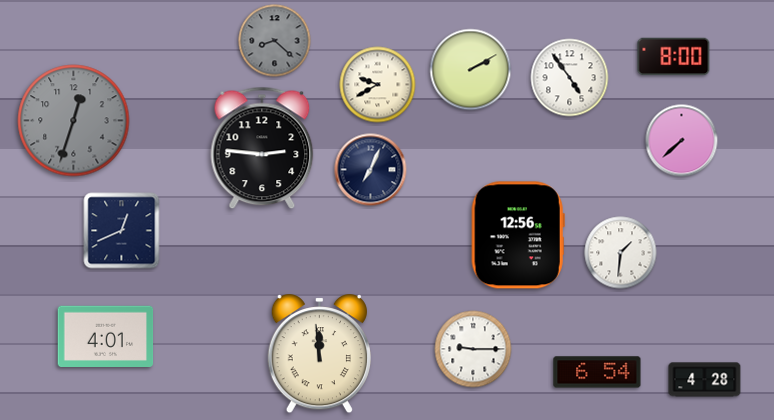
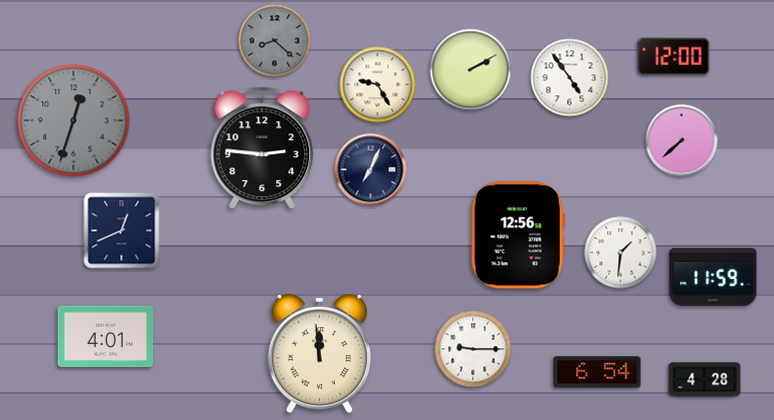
clock at (674, 57): 8:00 -> 12:00
clock at (378, 85): 9:40 -> 9:25
clock at (713, 277): none -> 11:59
